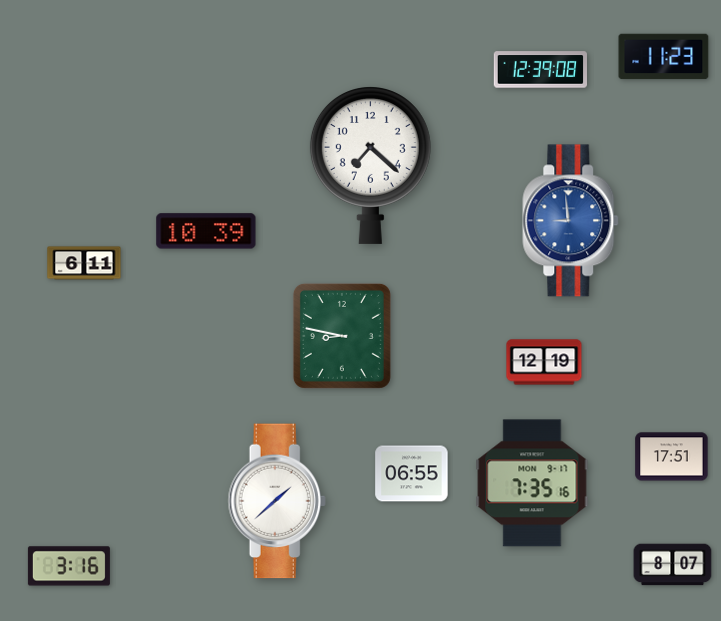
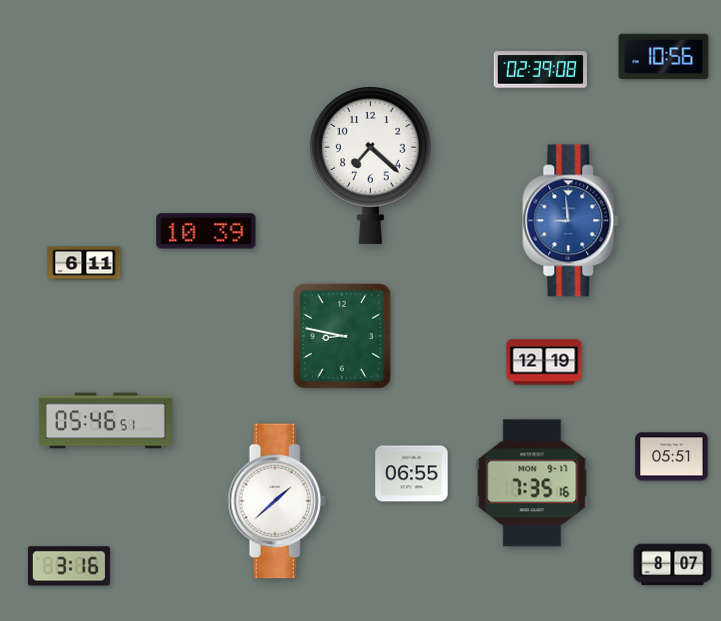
clock at (664, 57): 11:23 -> 10:56
clock at (540, 70): 12:39 -> 02:39
clock at (105, 421): none -> 05:46
clock at (672, 457): 17:51 -> 05:51
